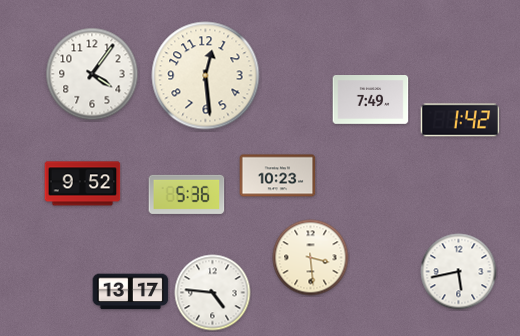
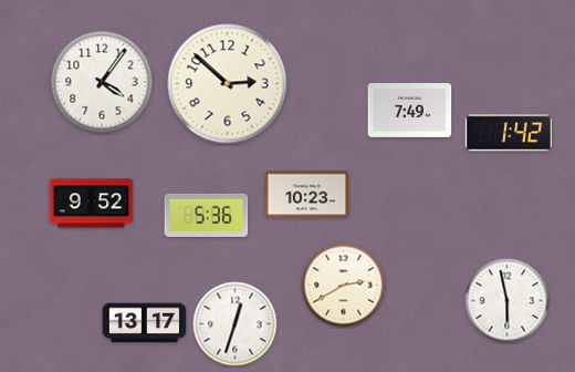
clock at (206, 76): 12:29 -> 2:52
clock at (311, 258): 3:29 -> 2:40
clock at (459, 272): 5:43 -> 5:58
clock at (213, 293): 4:46 -> 12:33
